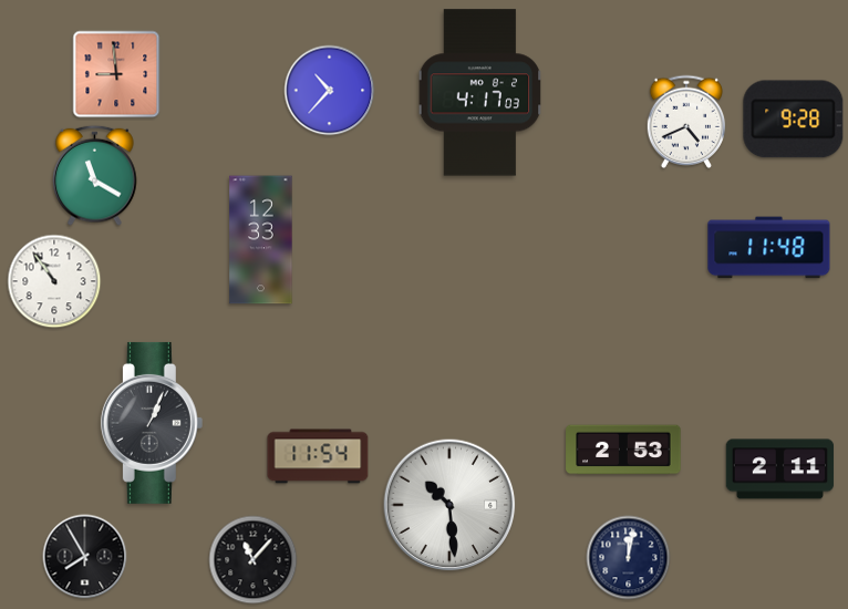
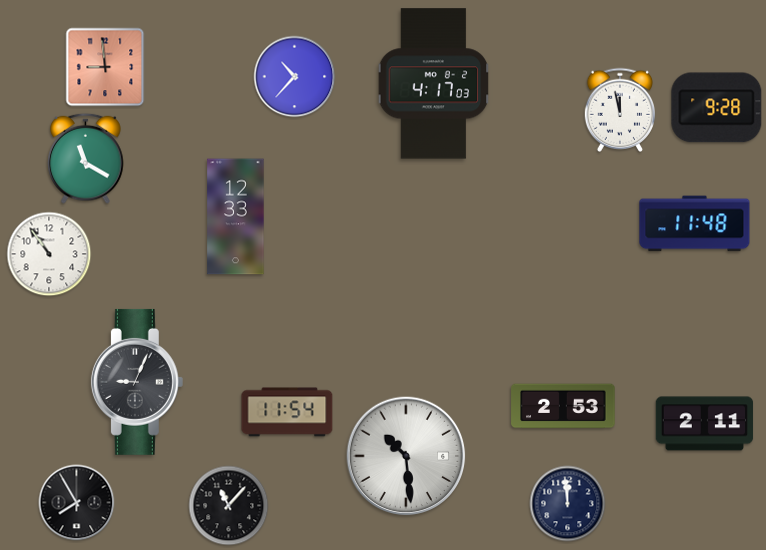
clock at (330, 91) position: (330, 91) -> (295, 77)
clock at (685, 122): 4:41 -> 11:58
clock at (152, 423): 1:04 -> 9:04
clock at (629, 558): 12:02 -> 11:59
